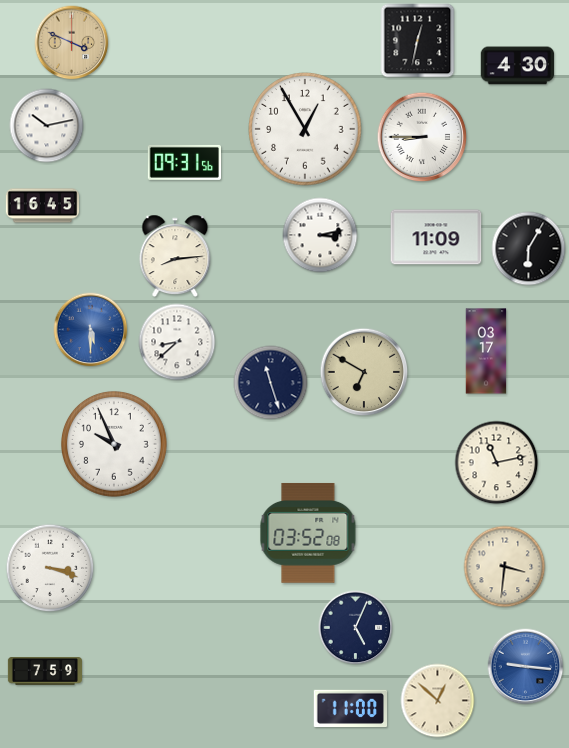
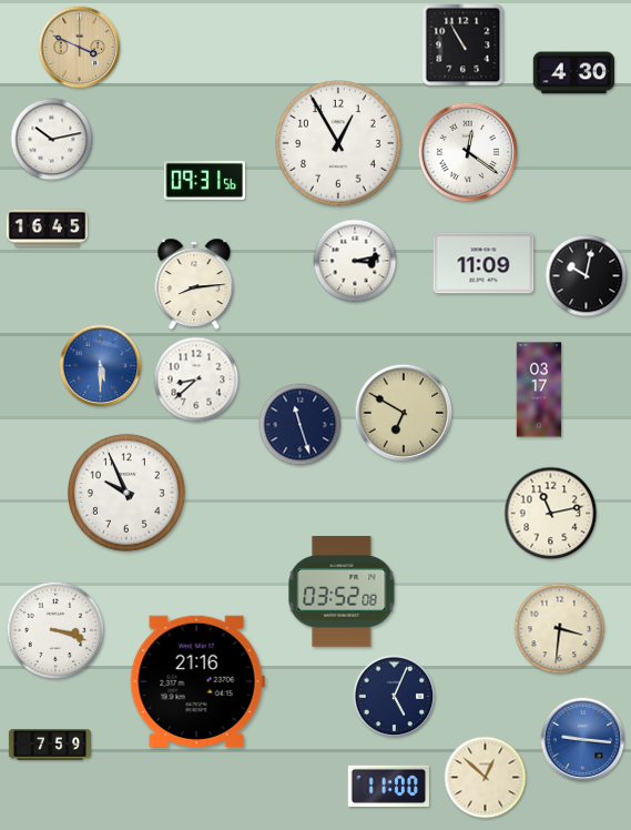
clock at (418, 41): 12:32 -> 10:55
clock at (422, 137): 8:45 -> 12:21
clock at (529, 249): 6:05 -> 10:02
clock at (197, 681): none -> 21:16
